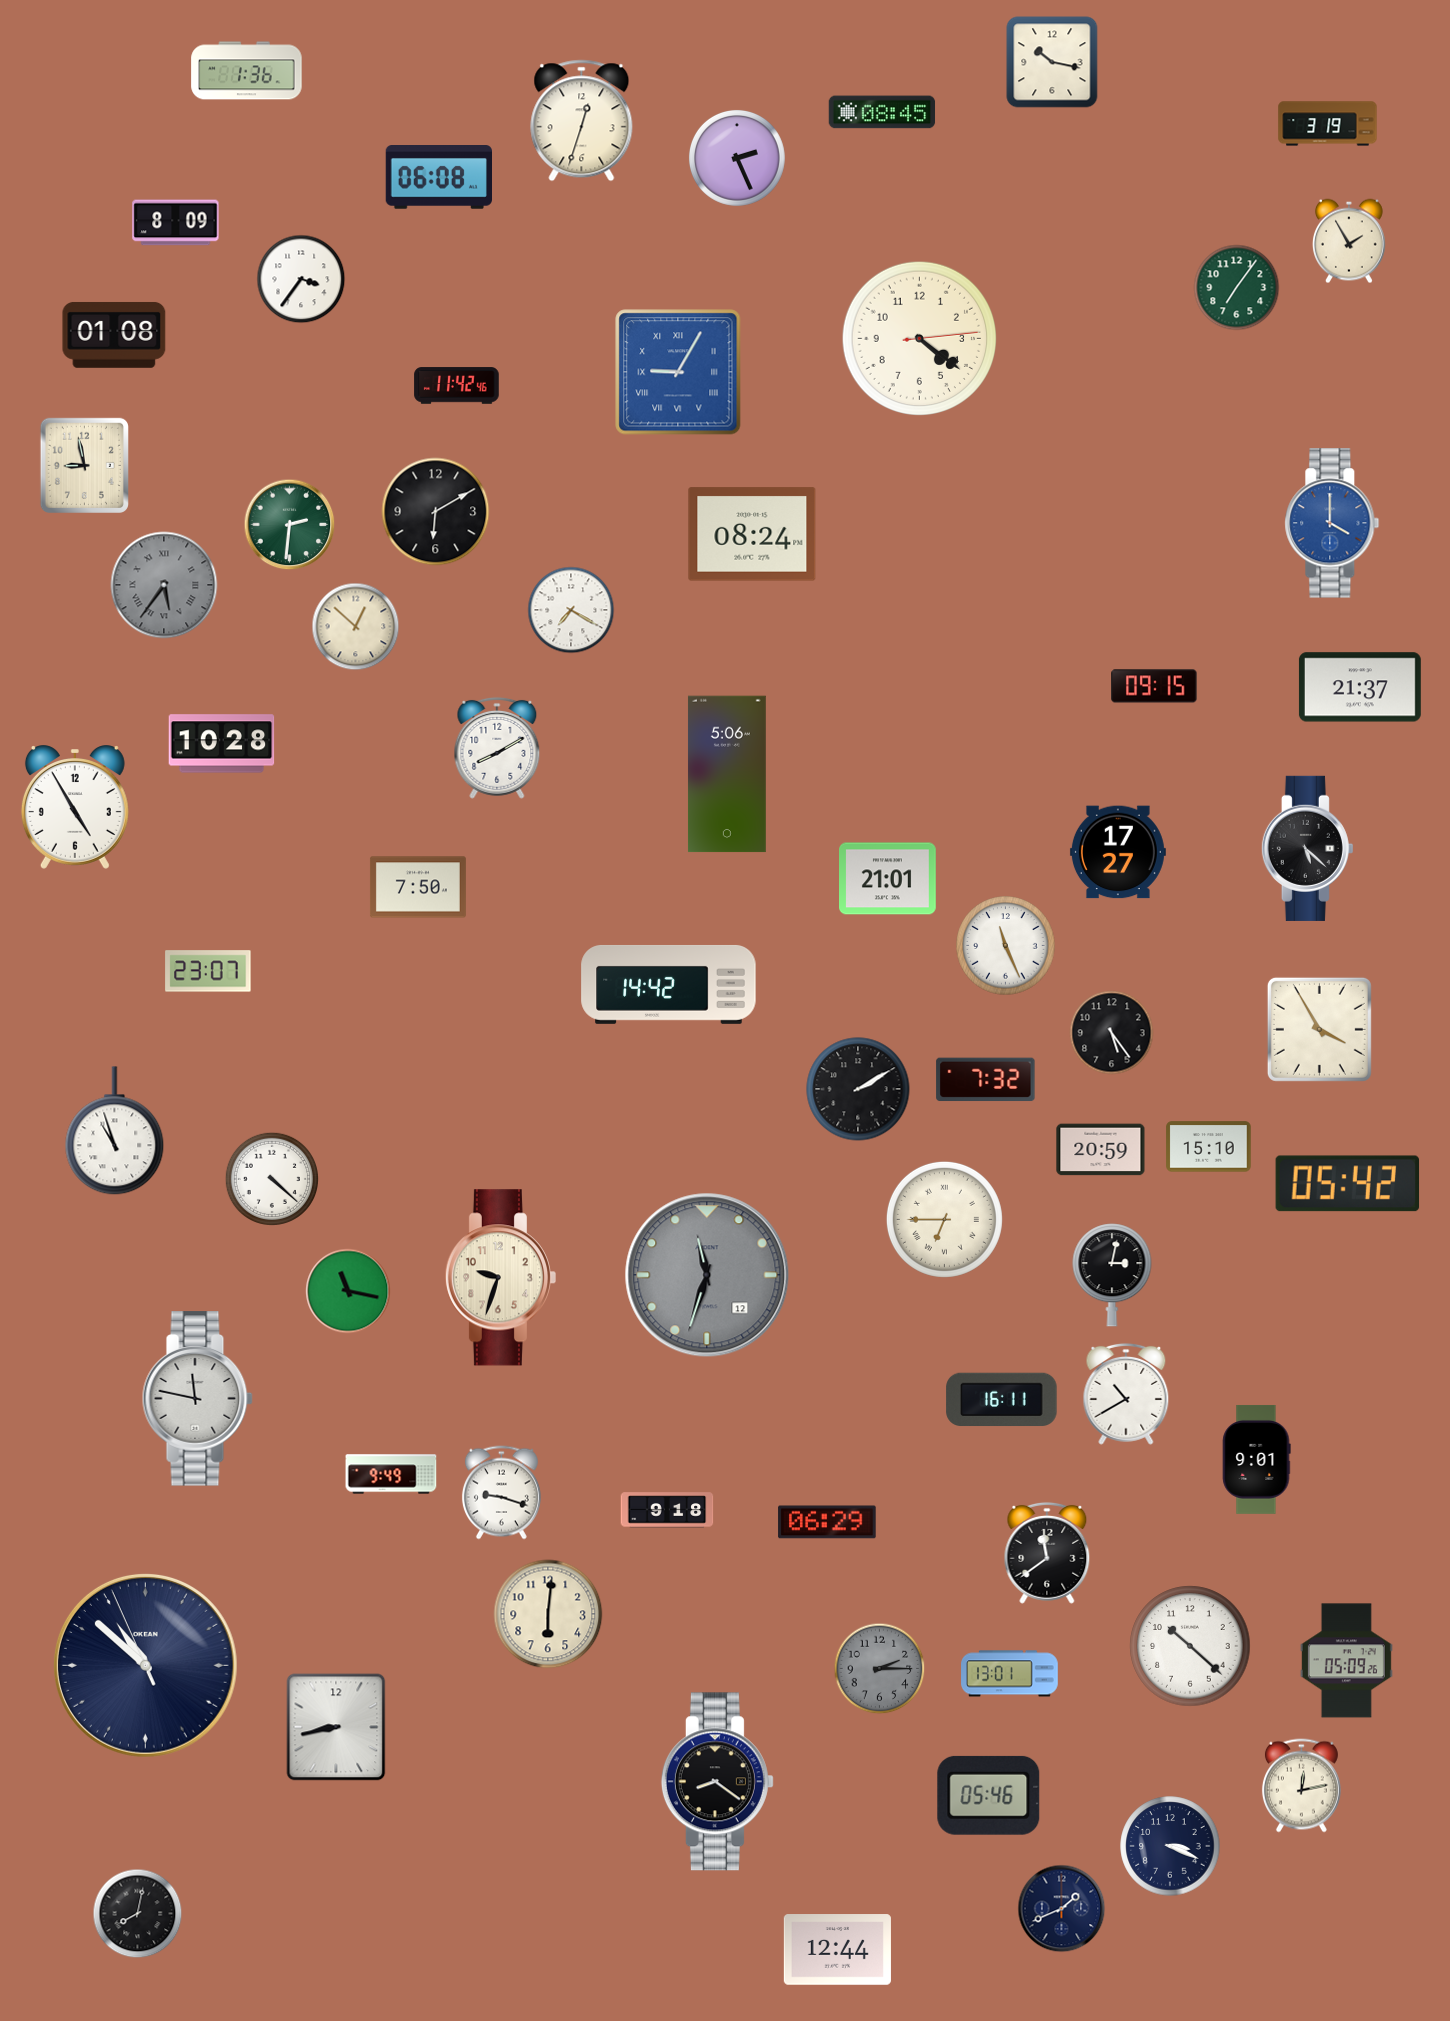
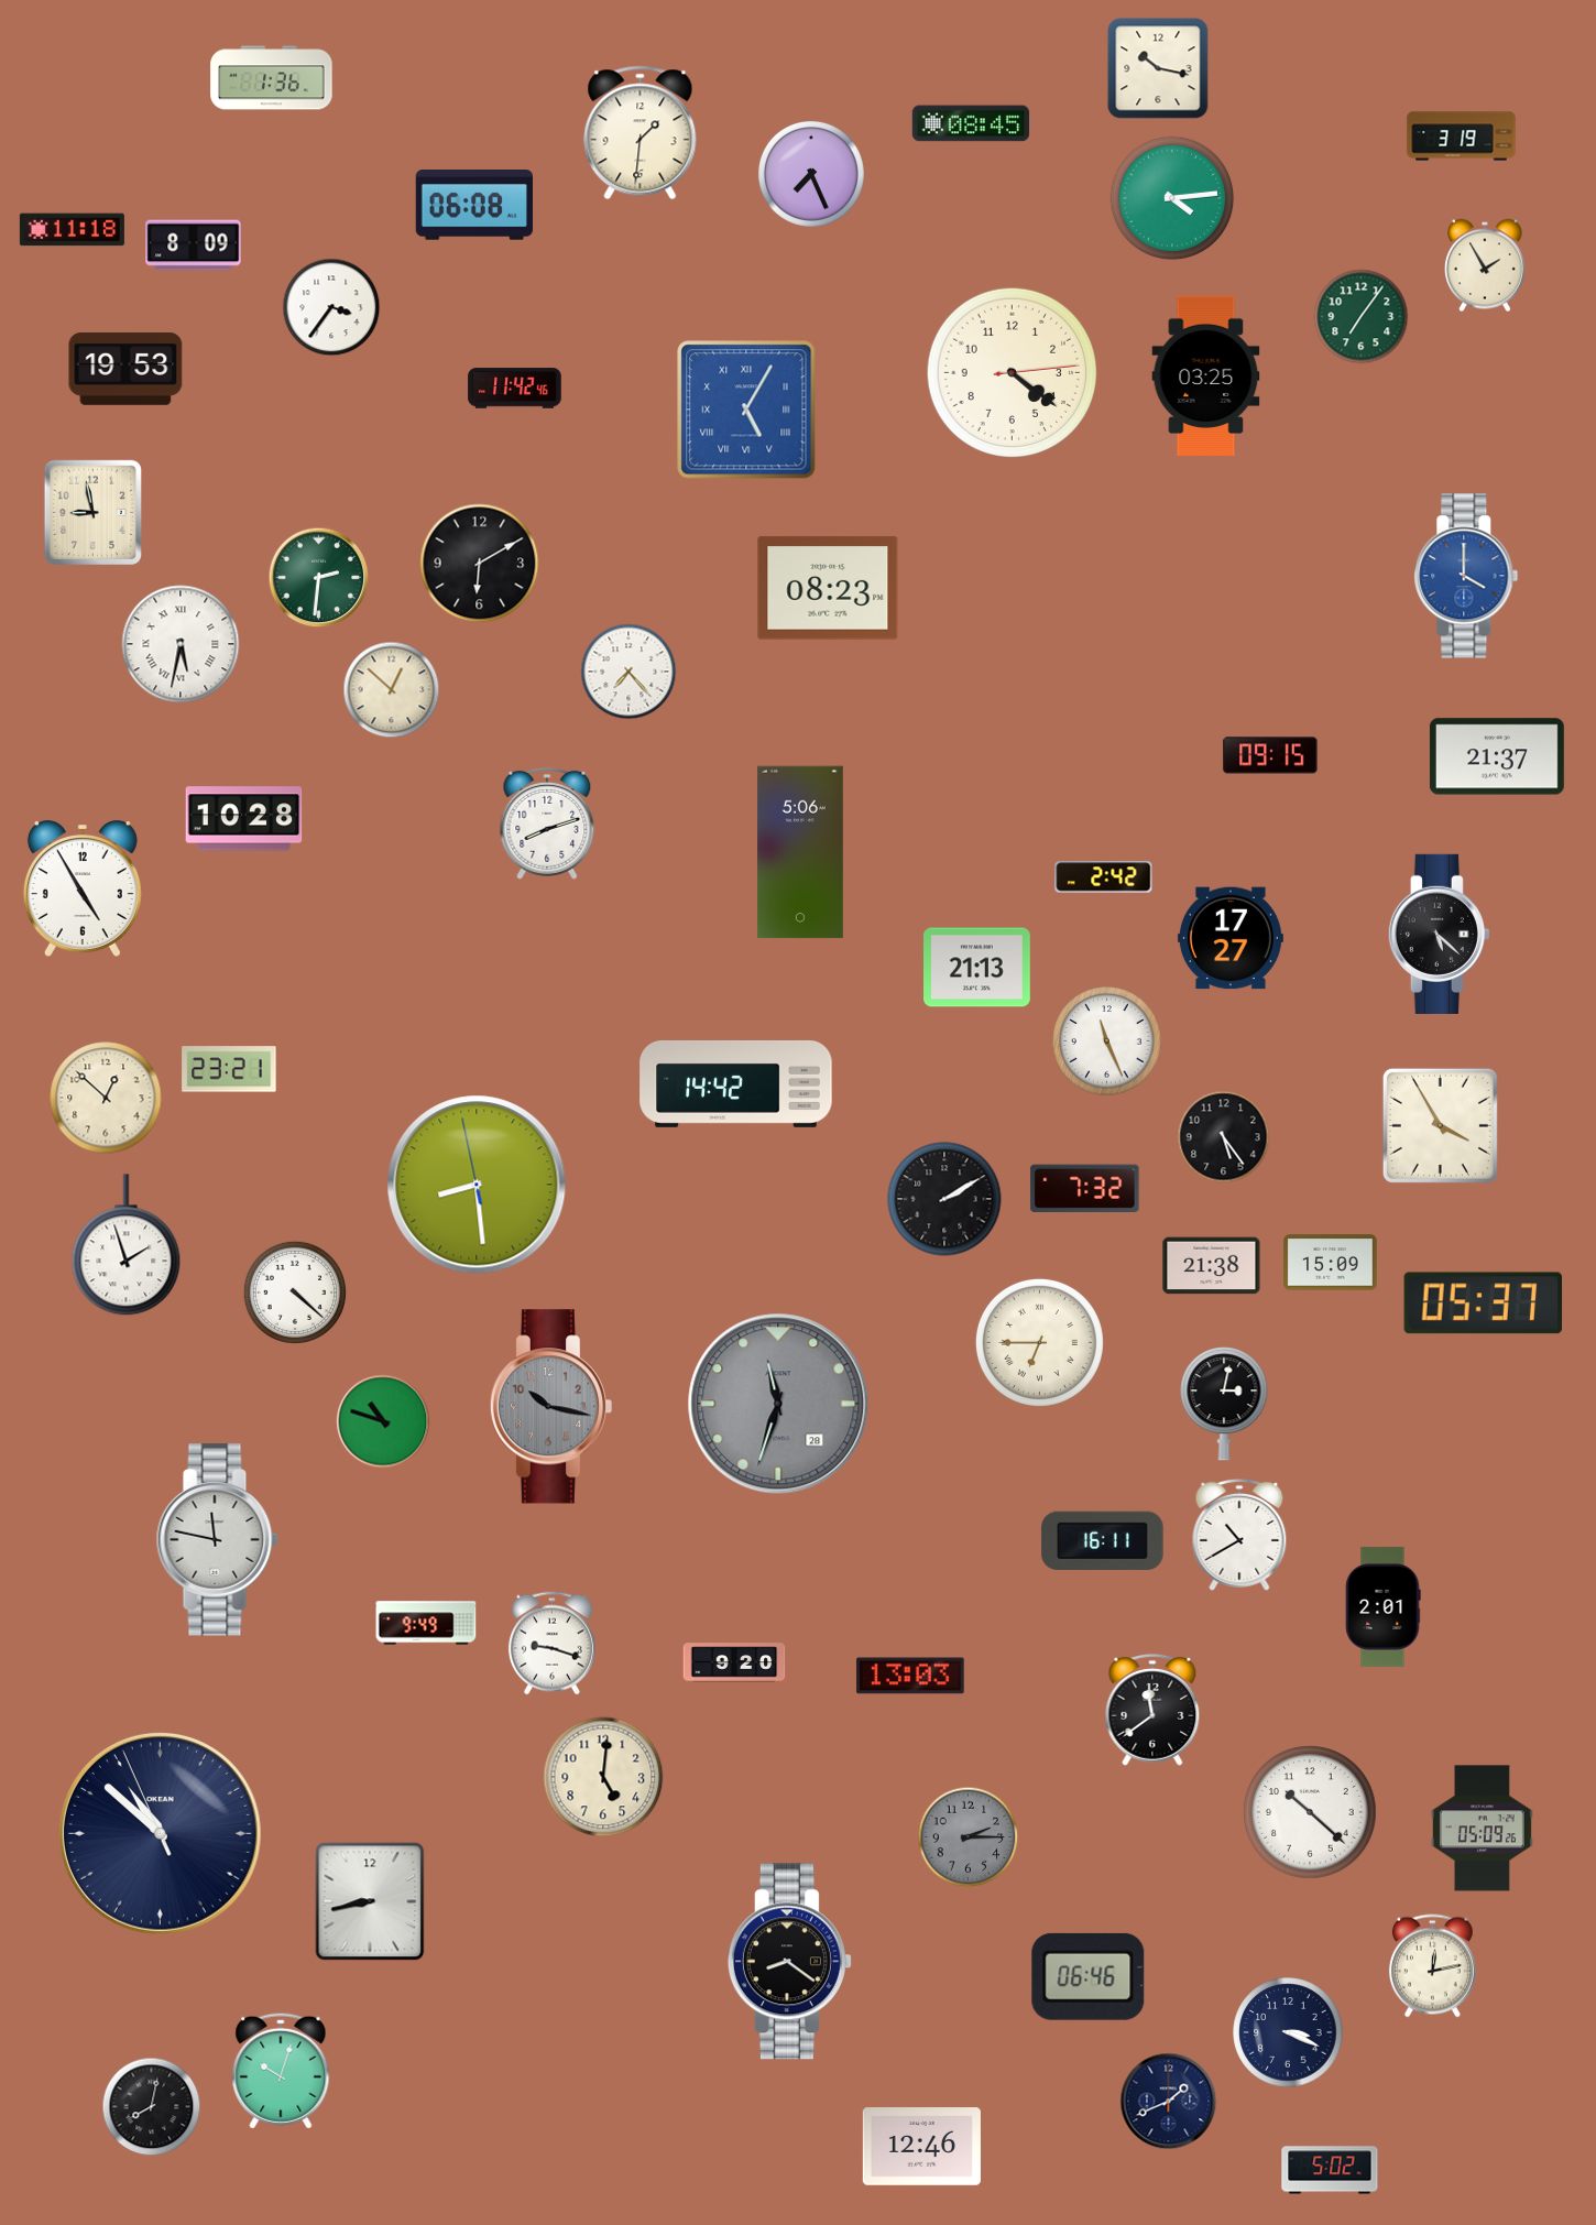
clock at (582, 121): 12:33 -> 1:31
clock at (737, 158): 2:26 -> 7:26
clock at (438, 178) position: (438, 178) -> (473, 206)
clock at (1172, 198): none -> 4:14
clock at (72, 230): none -> 11:18
clock at (114, 335): 01:08 -> 19:53
clock at (1206, 375): none -> 03:25
clock at (678, 372): 9:05 -> 5:05
clock at (457, 386) position: (457, 386) -> (515, 389)
clock at (752, 534): 08:24 -> 08:23
clock at (164, 585): 5:36 -> 5:32
clock at (164, 585) dial: grey -> white
clock at (571, 610): 7:20 -> 7:23
clock at (497, 748): 8:10 -> 8:12
clock at (1104, 877): none -> 2:42
clock at (888, 879): 21:01 -> 21:13
clock at (418, 887): 7:50 -> none
clock at (208, 971): 23:07 -> 23:21
clock at (106, 1098): none -> 12:52
clock at (1319, 1029) position: (1319, 1029) -> (1440, 1125)
clock at (477, 1185): none -> 8:28
clock at (115, 1131): 10:57 -> 1:57
clock at (1209, 1147): 15:10 -> 15:09
clock at (1101, 1150): 20:59 -> 21:38
clock at (271, 1178) position: (271, 1178) -> (294, 1291)
clock at (1348, 1184): 05:42 -> 05:37
clock at (707, 1275) date: 12 -> 28
clock at (500, 1278): 9:33 -> 10:17
clock at (500, 1278) dial: cream -> grey
clock at (348, 1291): 11:17 -> 10:48
clock at (1256, 1459): 9:01 -> 2:01
clock at (391, 1474) position: (391, 1474) -> (426, 1623)
clock at (667, 1510): 9:18 -> 9:20
clock at (827, 1522): 06:29 -> 13:03
clock at (548, 1614): 6:01 -> 5:01
clock at (1010, 1674): 13:01 -> none
clock at (989, 1795): 05:46 -> 06:46
clock at (281, 2071): none -> 10:03
clock at (837, 1950): 12:44 -> 12:46
clock at (1330, 2170): none -> 5:02
